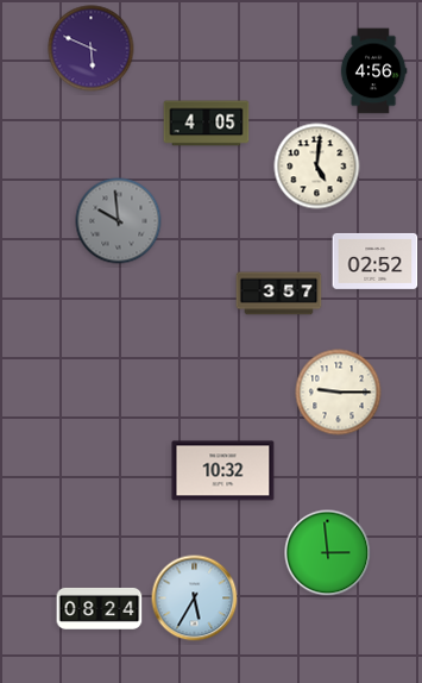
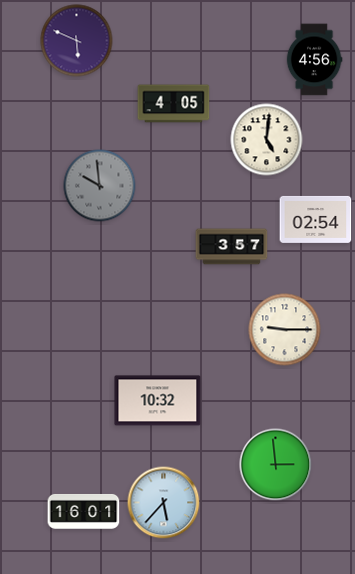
clock at (376, 261): 02:52 -> 02:54
clock at (279, 294) position: (279, 294) -> (232, 247)
clock at (223, 471) position: (223, 471) -> (158, 401)
clock at (195, 599): 5:35 -> 5:37
clock at (100, 608): 08:24 -> 16:01
